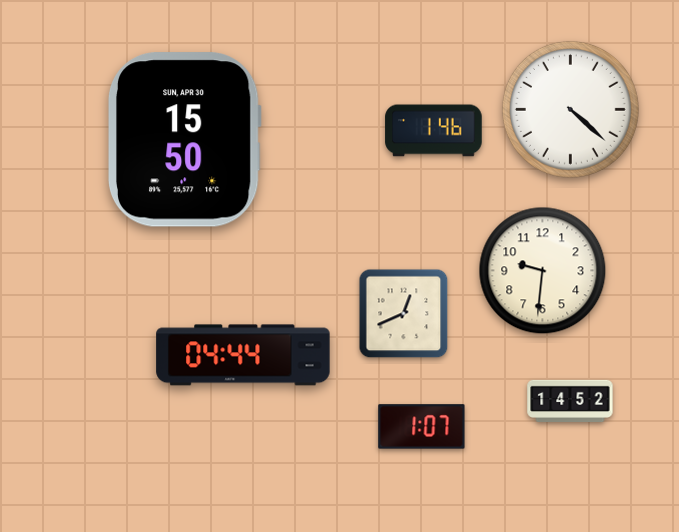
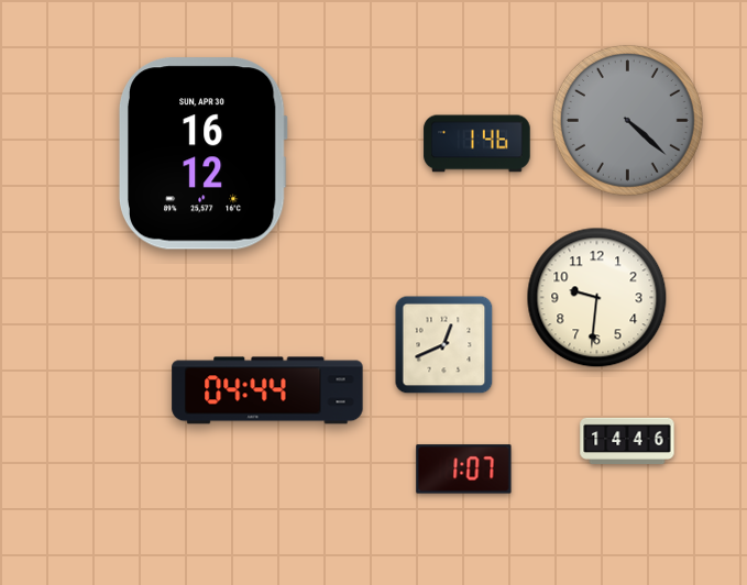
clock at (570, 109) dial: white -> grey
clock at (184, 140): 15:50 -> 16:12
clock at (570, 400): 14:52 -> 14:46
